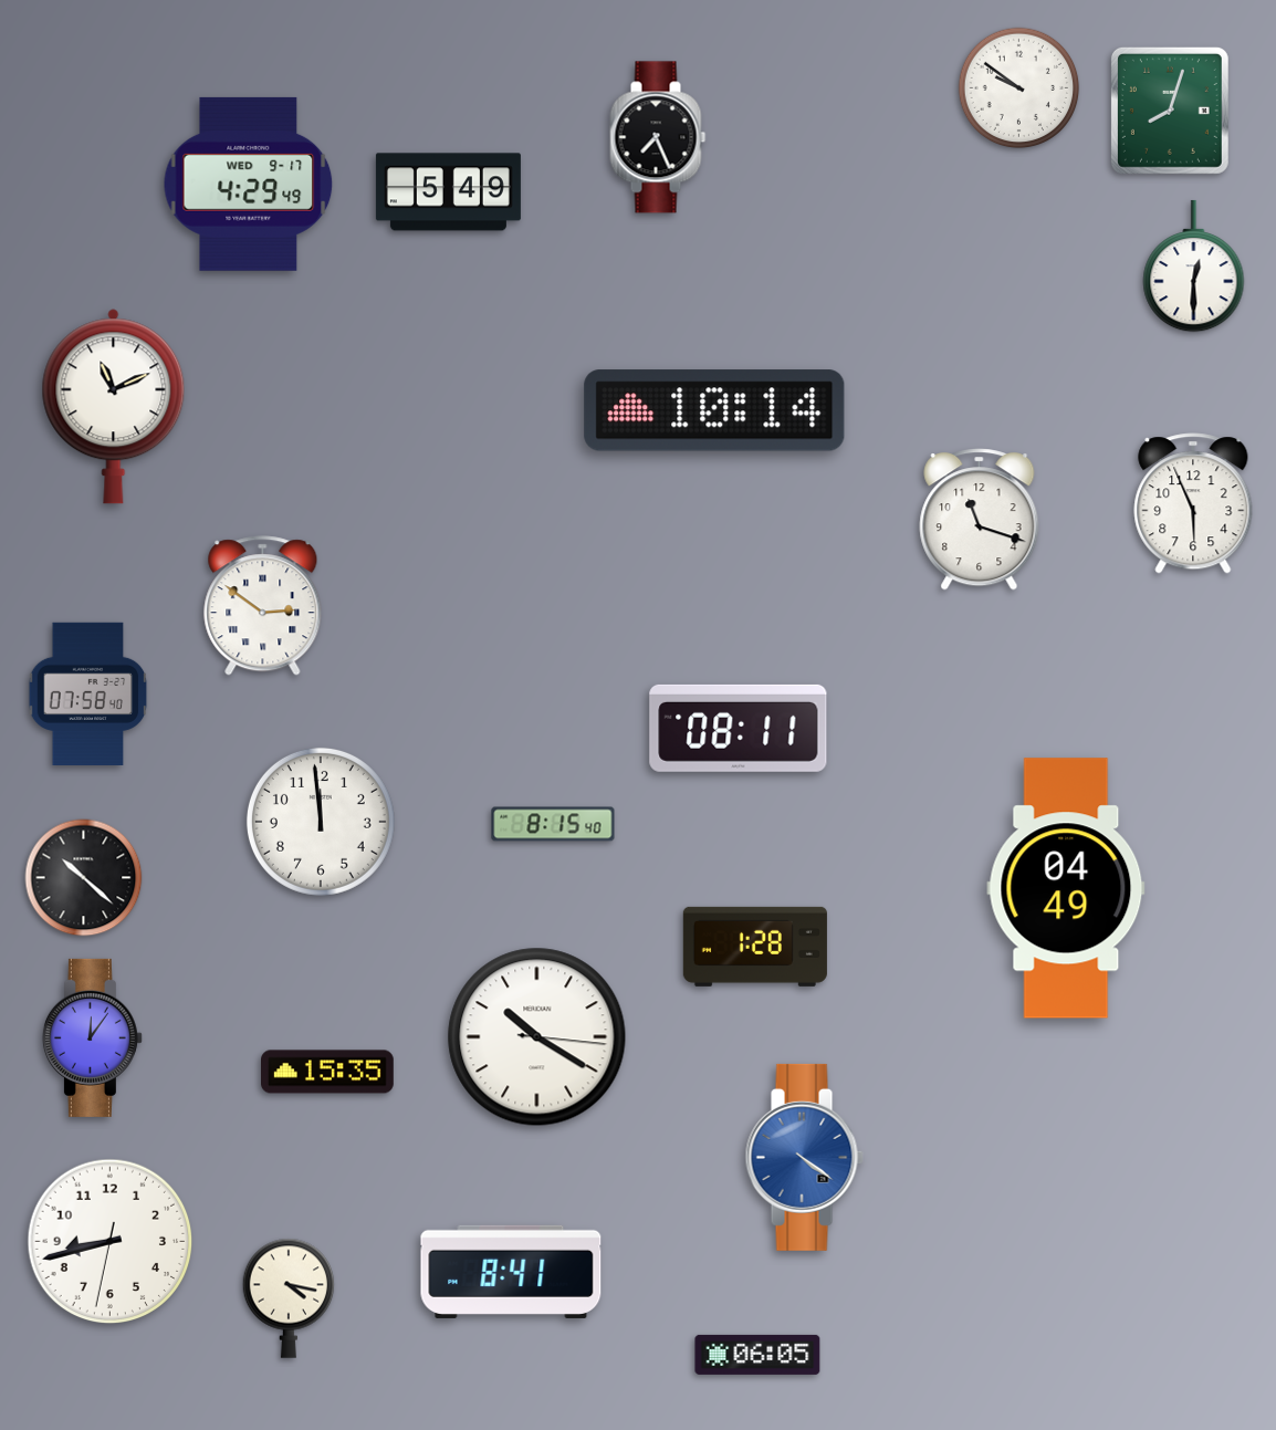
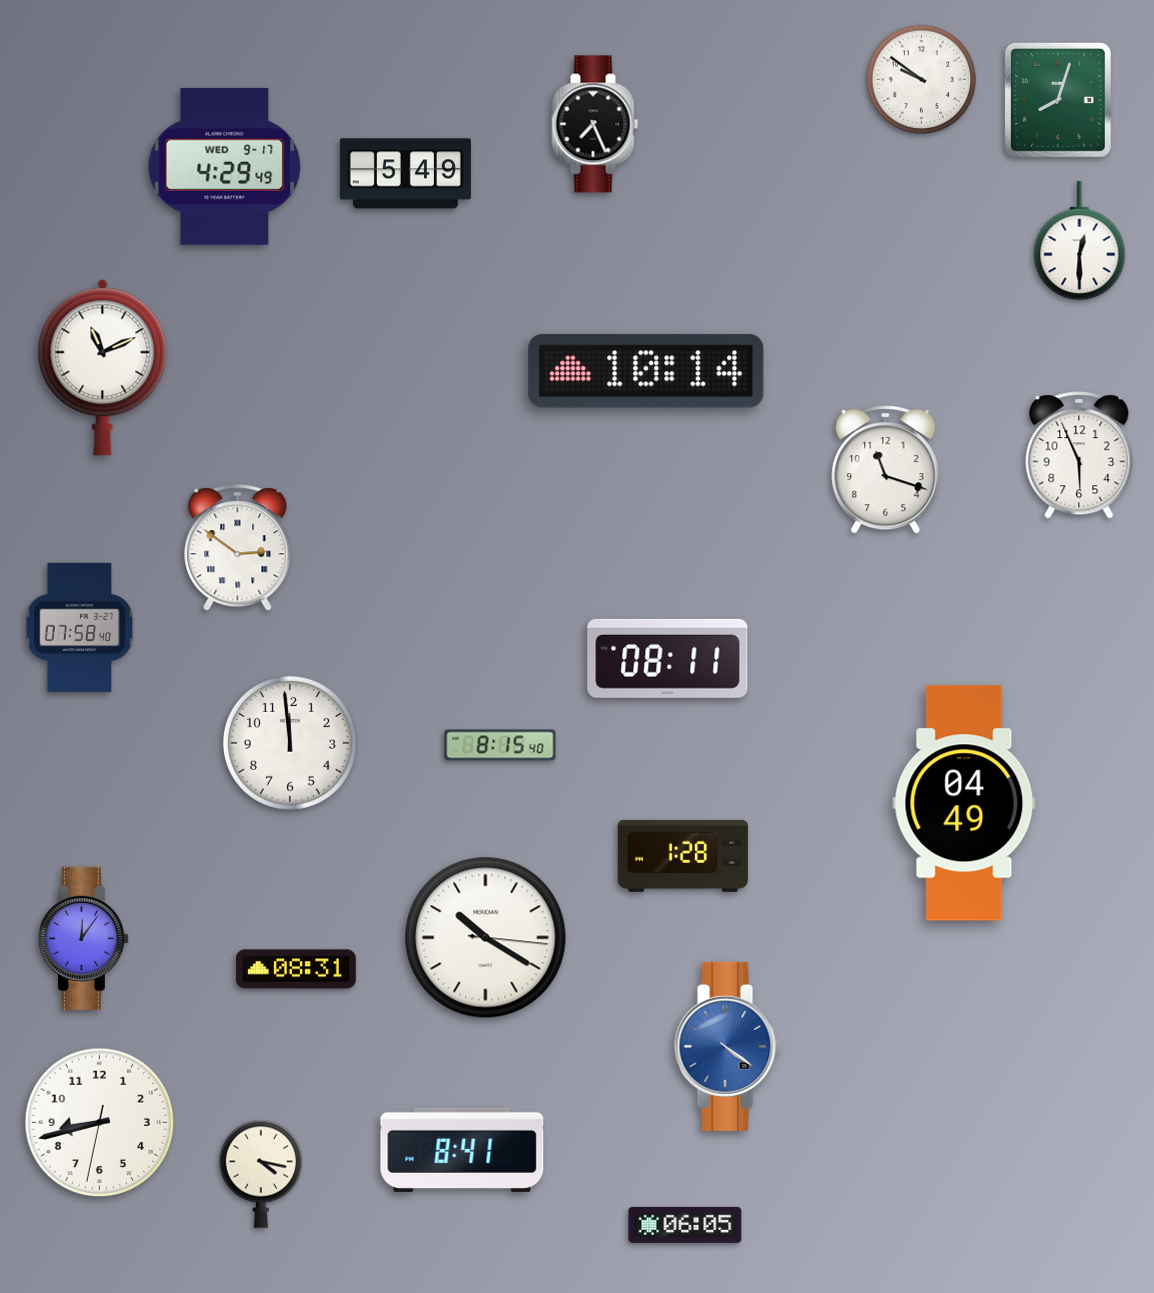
clock at (84, 878): 10:22 -> none
clock at (328, 1072): 15:35 -> 08:31
